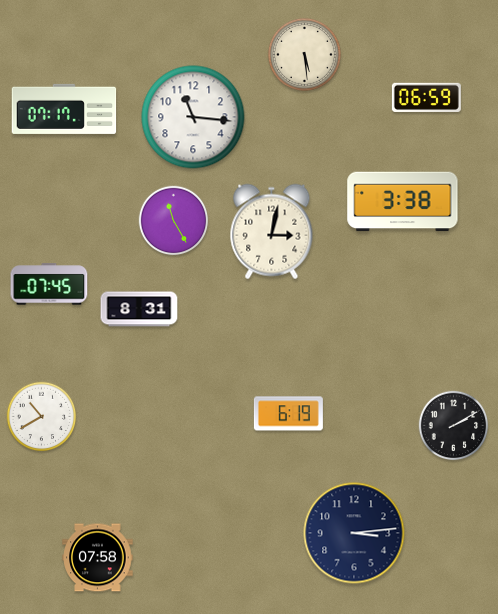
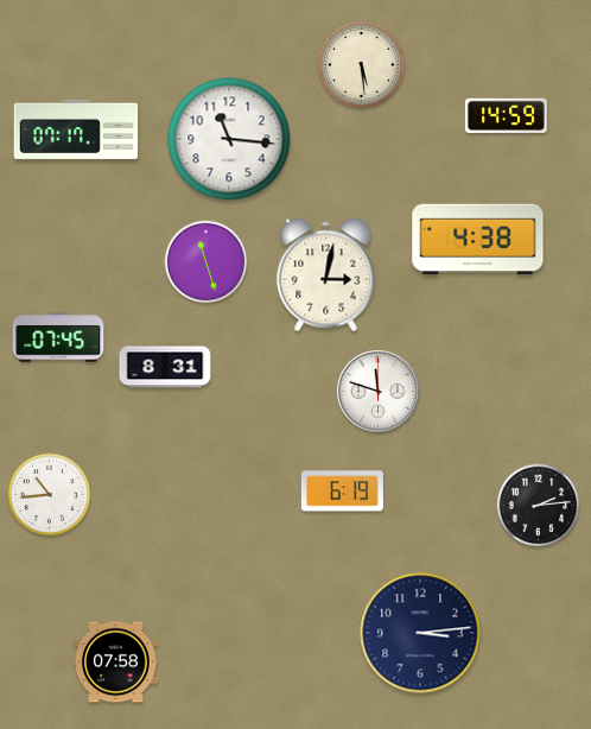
clock at (426, 97): 06:59 -> 14:59
clock at (403, 202): 3:38 -> 4:38
clock at (174, 221): 11:25 -> 11:27
clock at (272, 232) position: (272, 232) -> (326, 275)
clock at (379, 392): none -> 11:48
clock at (42, 417): 10:40 -> 10:44
clock at (454, 426): 2:10 -> 2:14
